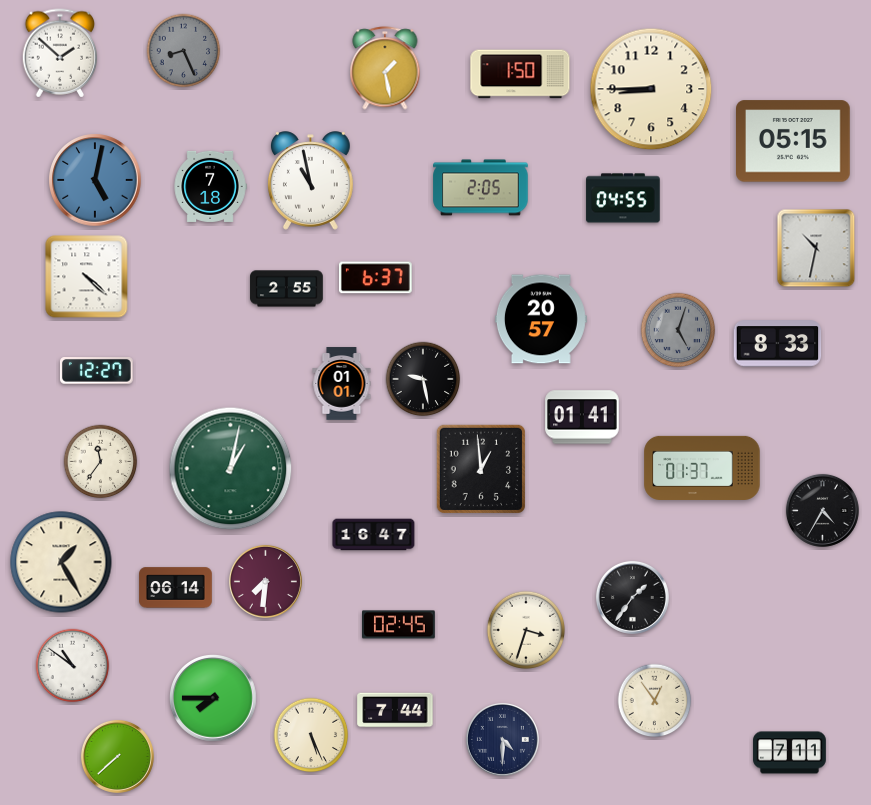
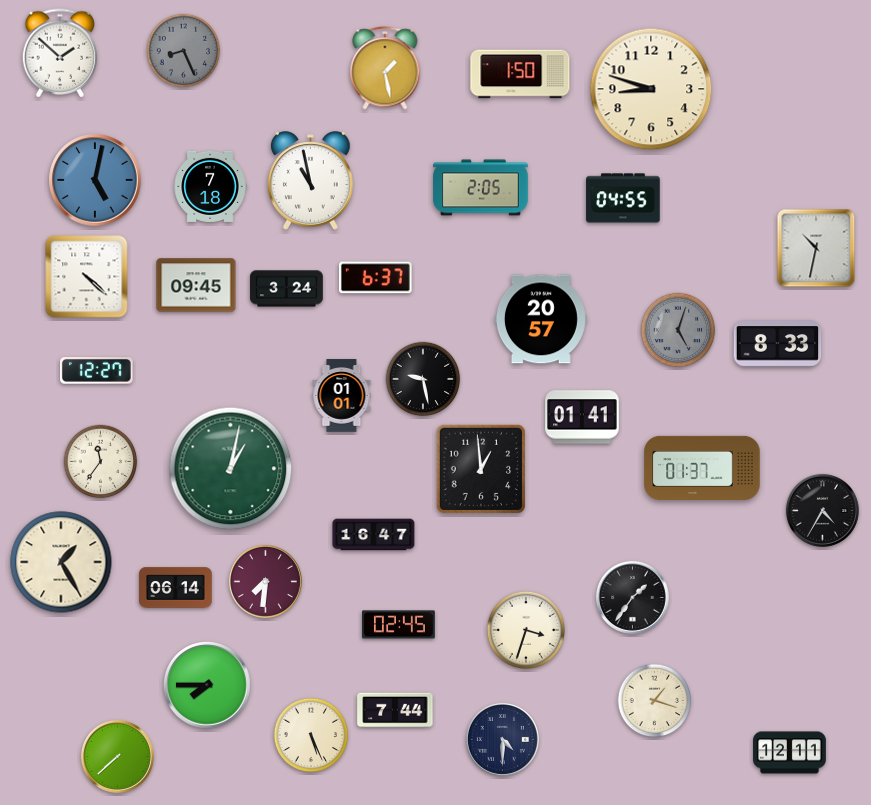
clock at (651, 89): 8:45 -> 8:48
clock at (794, 141): 05:15 -> none
clock at (196, 285): none -> 09:45
clock at (287, 289): 2:55 -> 3:24
clock at (342, 384) position: (342, 384) -> (342, 396)
clock at (73, 666): 10:51 -> none
clock at (213, 698) position: (213, 698) -> (207, 685)
clock at (655, 701): 12:54 -> 1:18
clock at (790, 753): 7:11 -> 12:11
